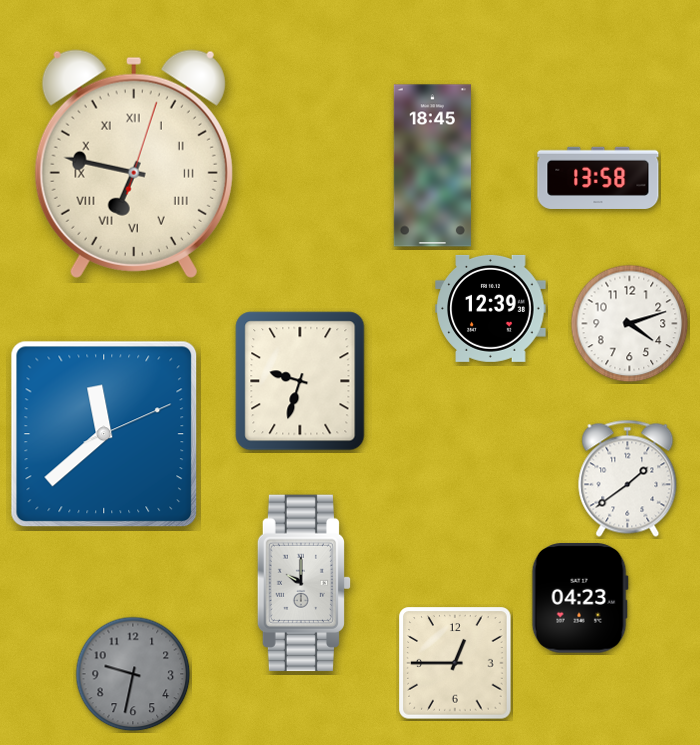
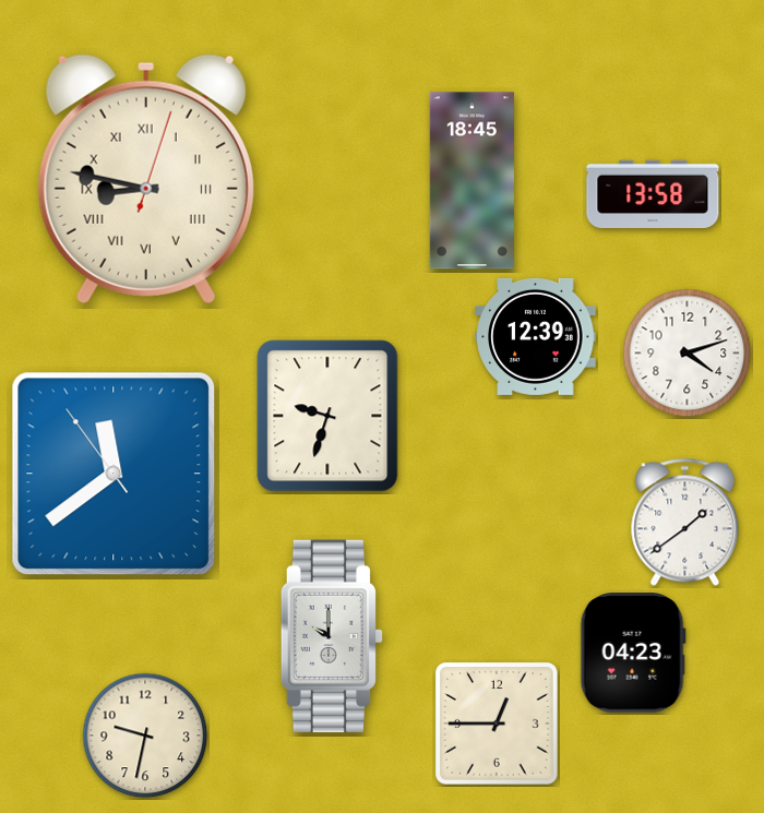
clock at (134, 164): 6:47 -> 8:47
clock at (104, 434): 11:38:11 -> 11:38:54
clock at (133, 674) dial: grey -> cream
